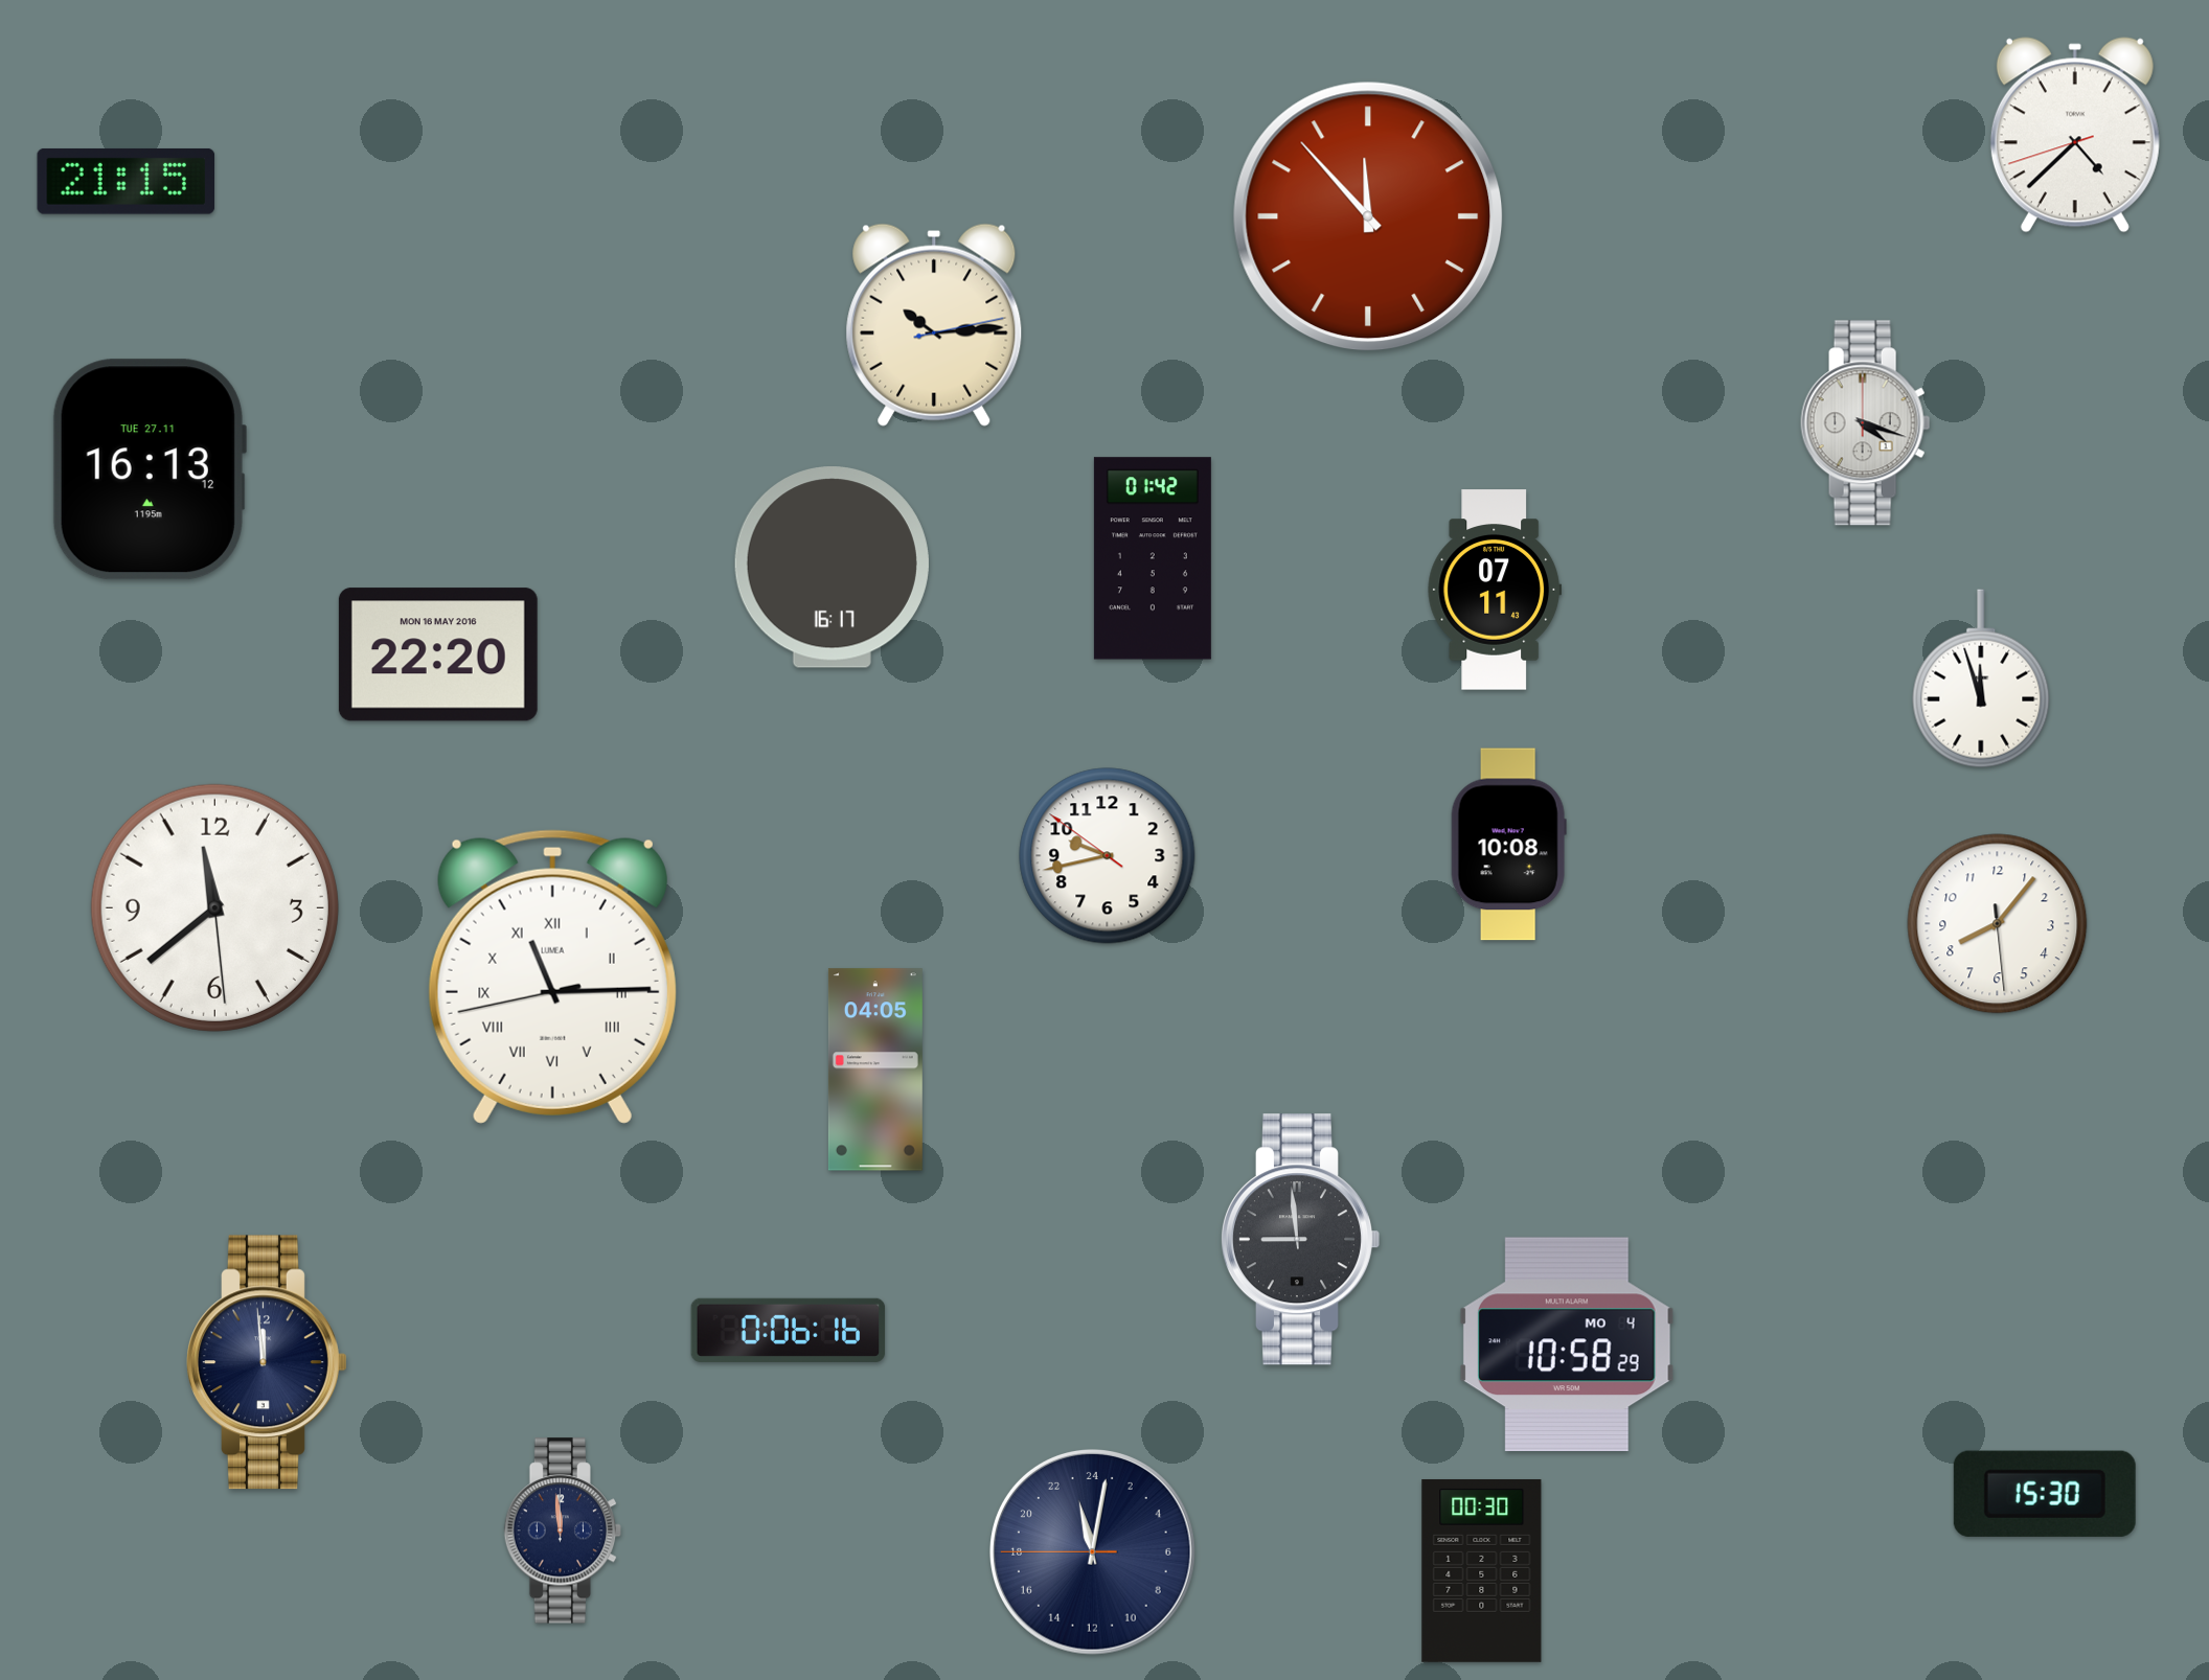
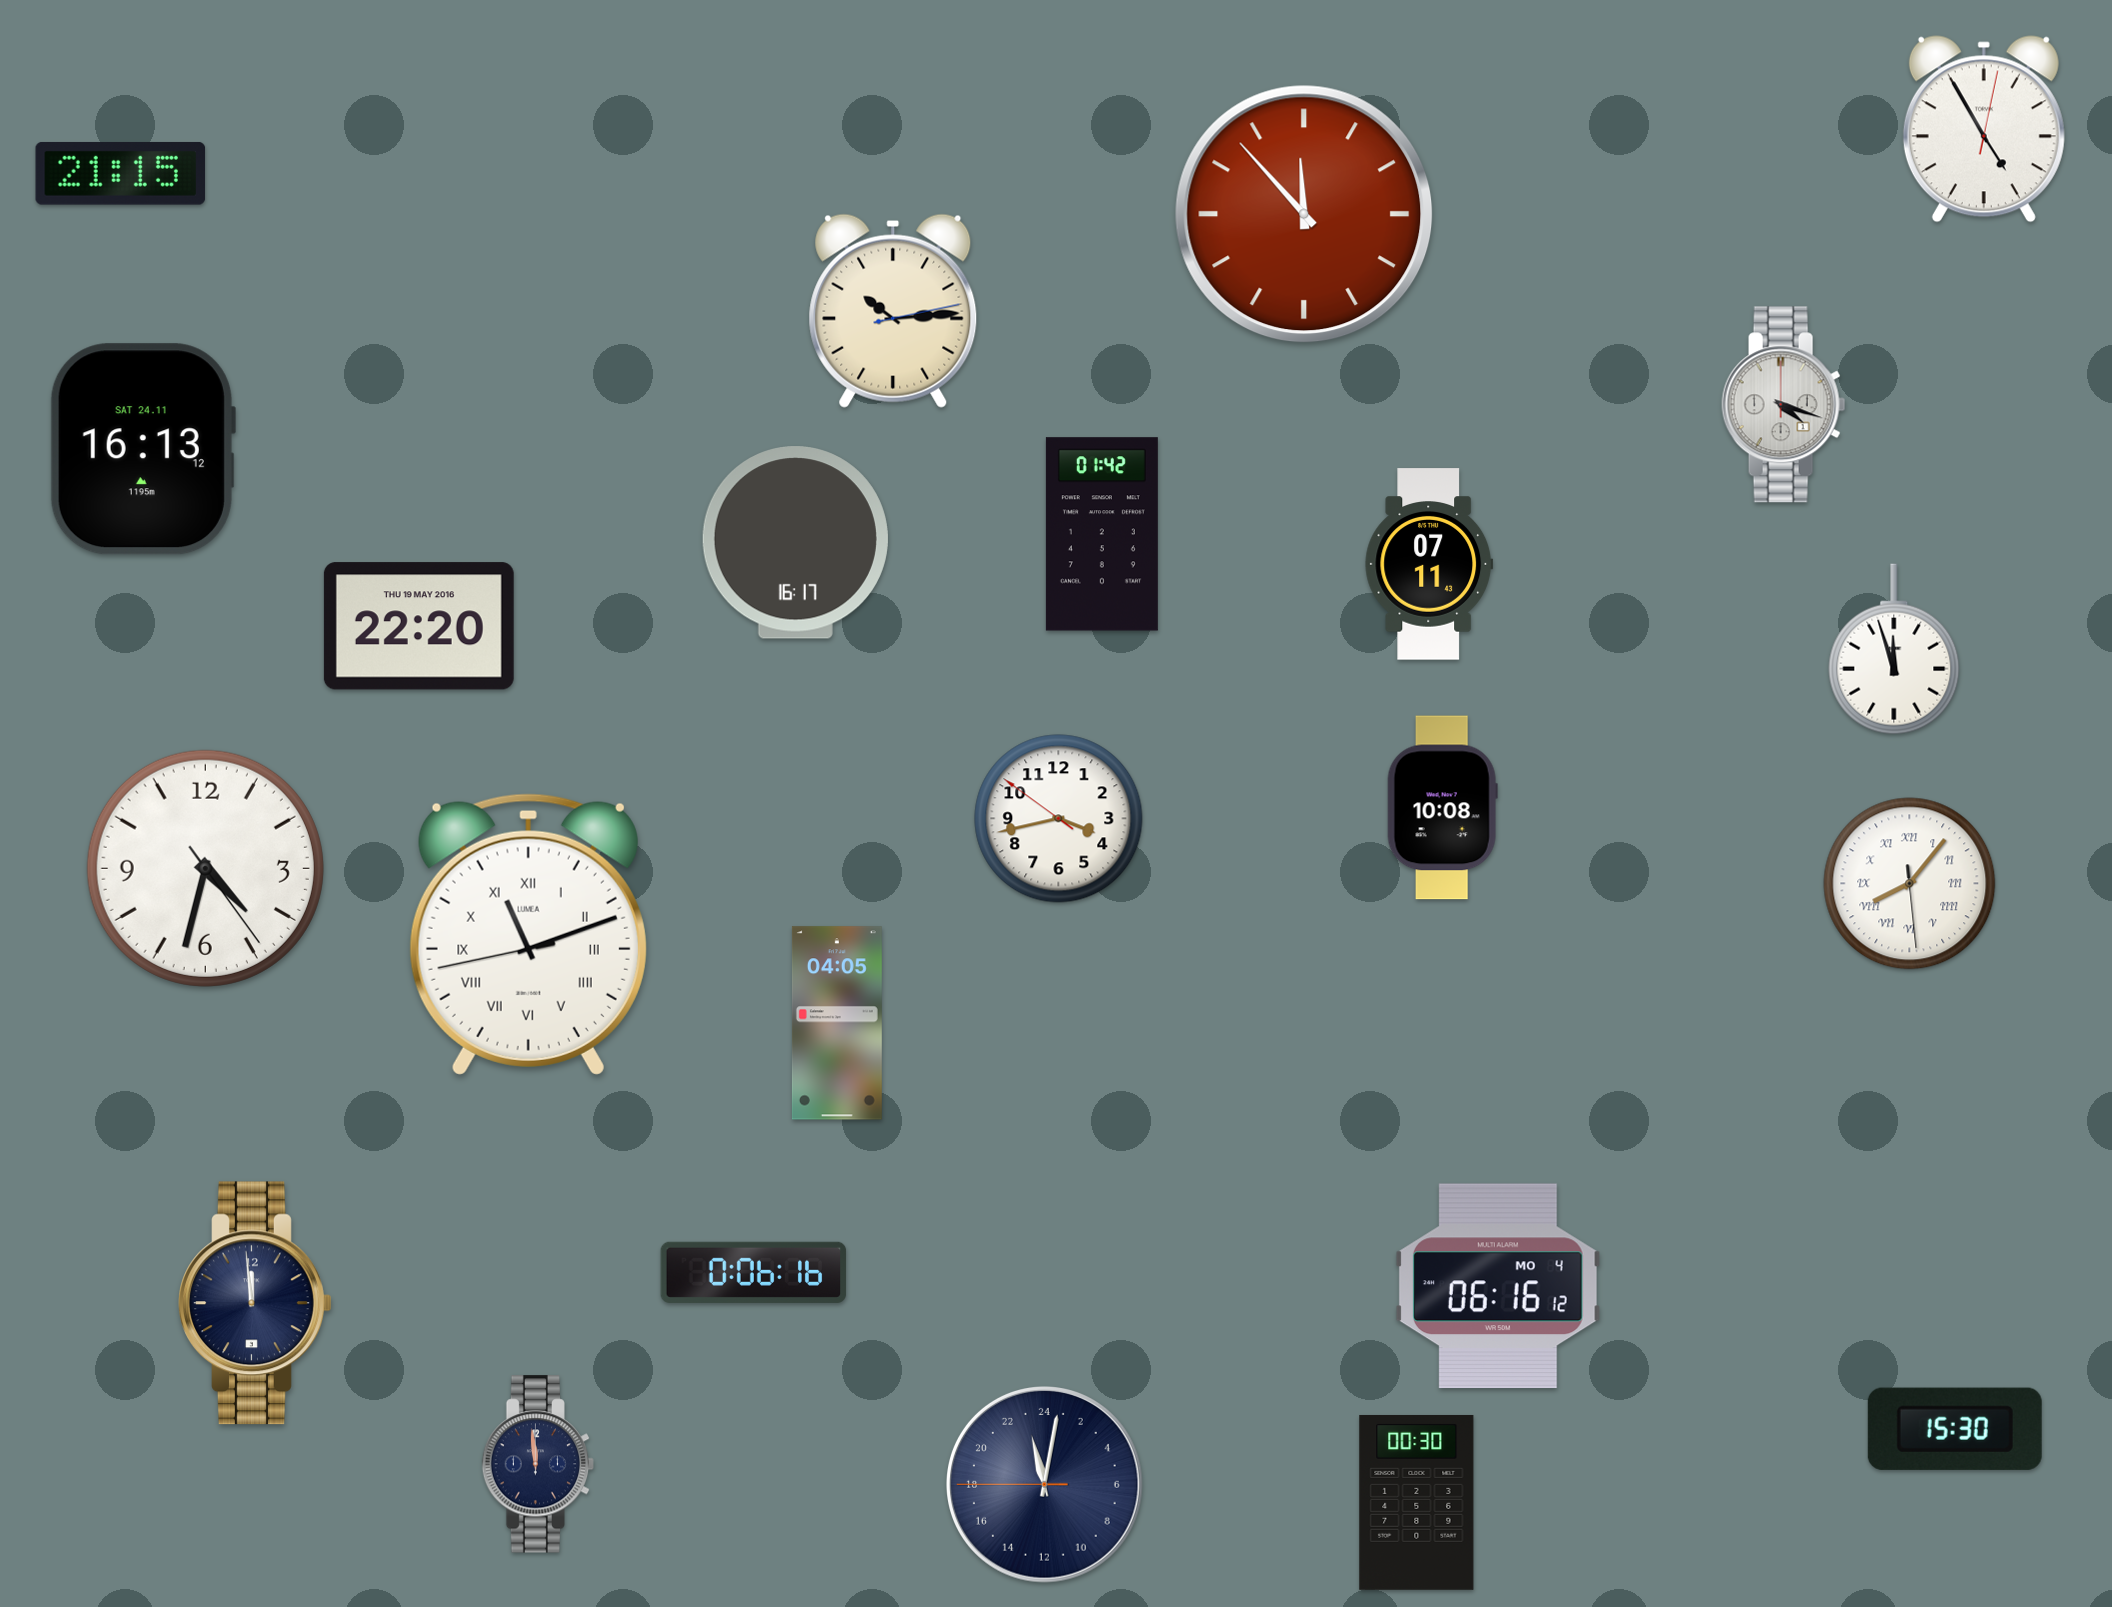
clock at (2075, 135): 4:37 -> 4:55
clock at (1368, 216) position: (1368, 216) -> (1304, 214)
clock at (149, 469) date: TUE 27.11 -> SAT 24.11
clock at (438, 654) date: MON 16 MAY 2016 -> THU 19 MAY 2016
clock at (1108, 856): 9:42 -> 3:42
clock at (214, 907): 11:38 -> 4:32
clock at (1998, 924) numerals: Arabic -> Roman
clock at (552, 976): 11:14 -> 11:11
clock at (1299, 1240): 8:59 -> none
clock at (1567, 1344): 10:58 -> 06:16
